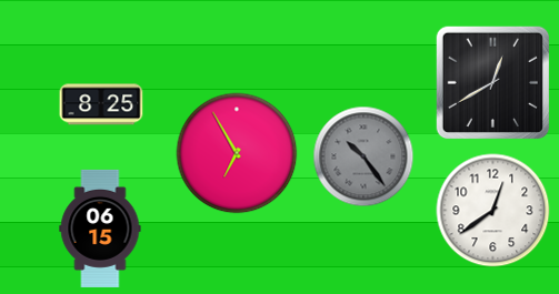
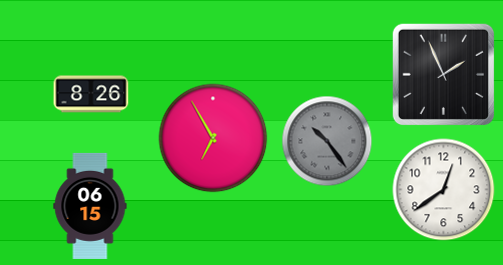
clock at (492, 82): 12:40 -> 1:56
clock at (101, 104): 8:25 -> 8:26
